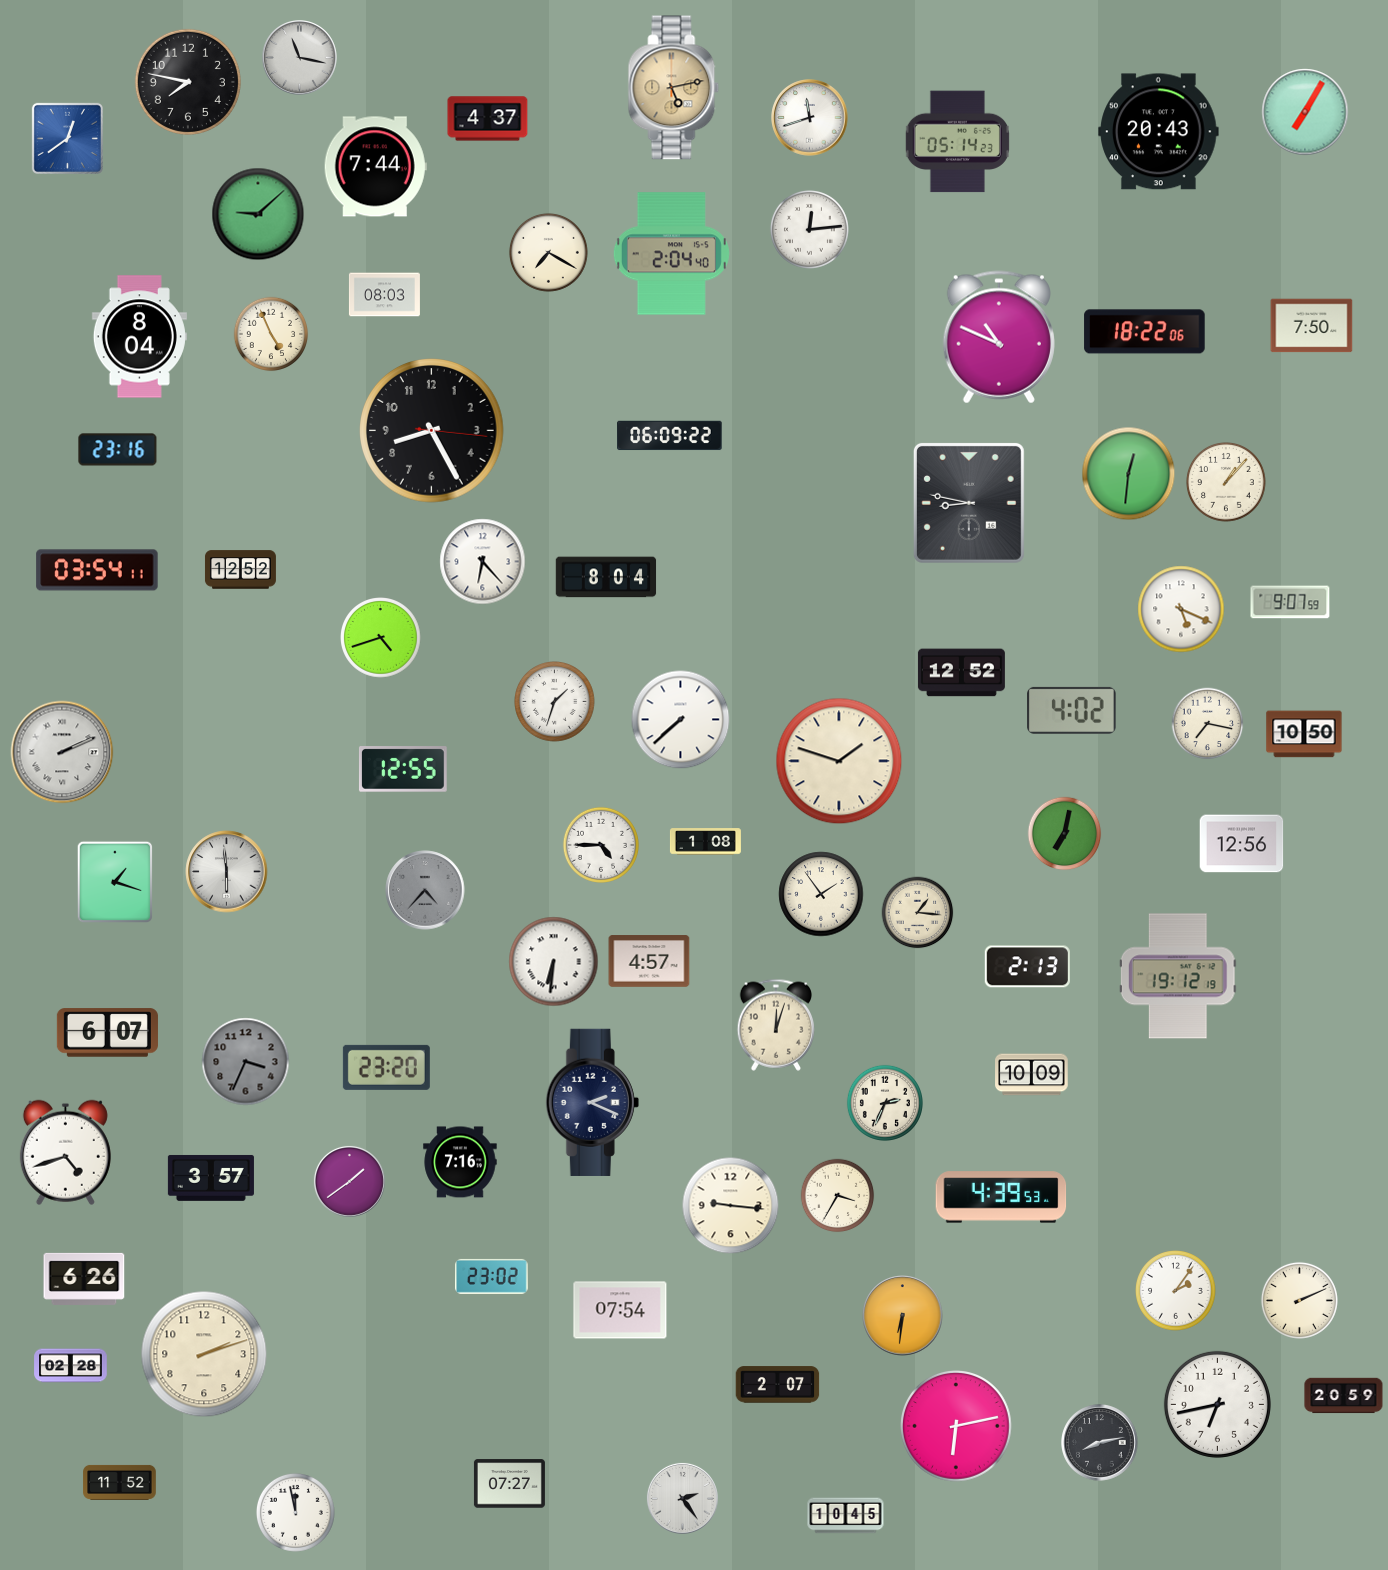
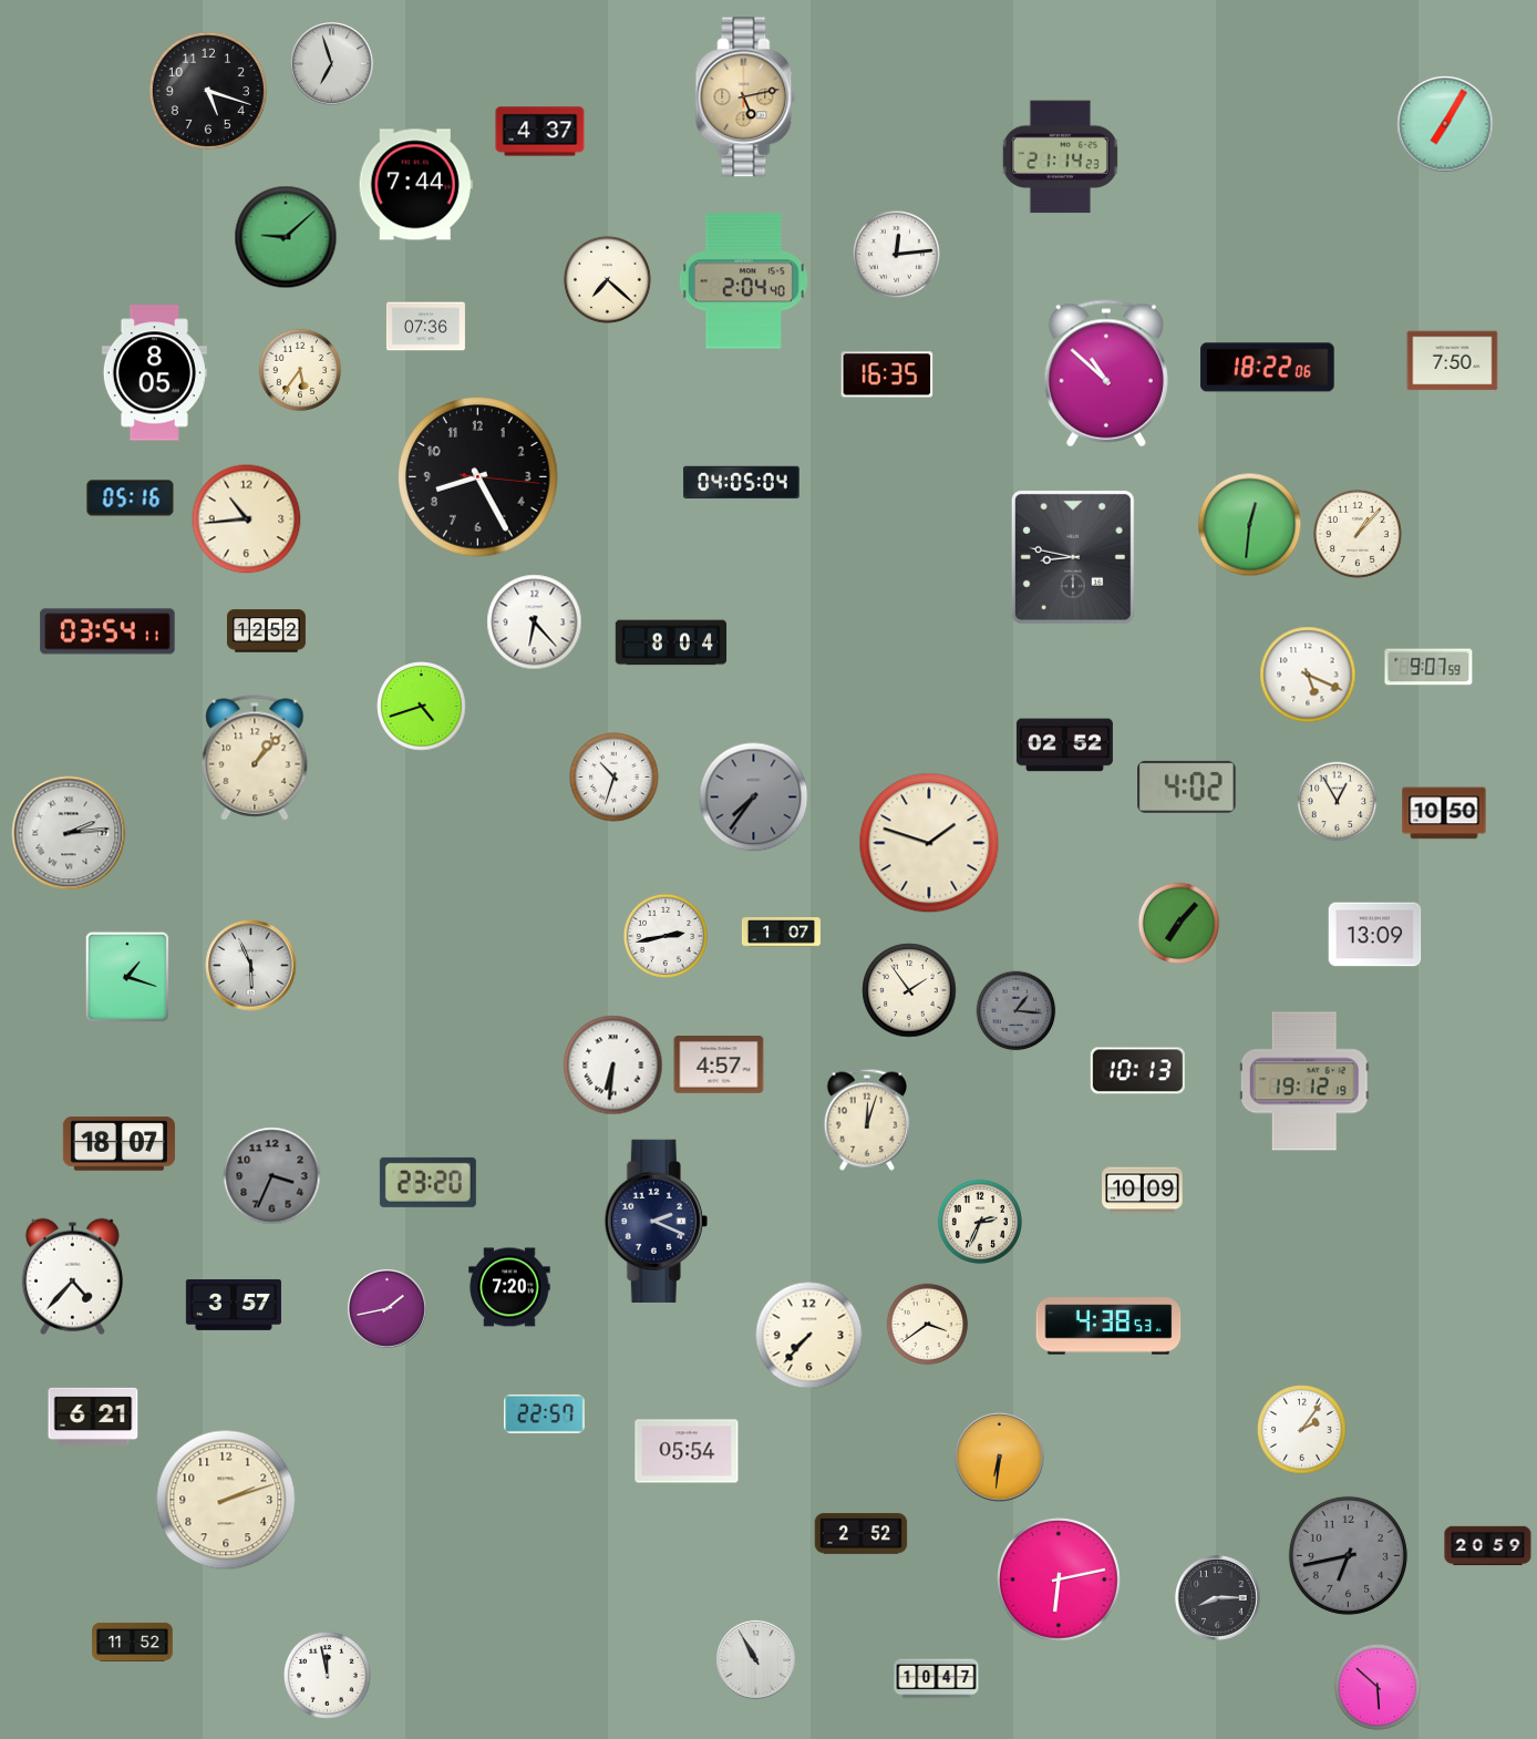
clock at (300, 58): 11:17 -> 6:57
clock at (188, 82): 7:47 -> 5:18
clock at (810, 118): 11:42 -> none
clock at (1159, 132): 20:43 -> none
clock at (67, 138): 12:39 -> none
clock at (957, 142): 05:14 -> 21:14
clock at (548, 252): 7:20 -> 7:22
clock at (384, 295): 08:03 -> 07:36
clock at (271, 334): 4:56 -> 5:36
clock at (139, 337): 8:04 -> 8:05
clock at (999, 337): 10:49 -> 10:52
clock at (887, 374): none -> 16:35
clock at (670, 436): 06:09 -> 04:05
clock at (118, 450): 23:16 -> 05:16
clock at (247, 519): none -> 10:44
clock at (606, 577) position: (606, 577) -> (671, 642)
clock at (961, 673): 12:52 -> 02:52
clock at (255, 758): none -> 1:07
clock at (555, 702): 1:33 -> 10:33
clock at (681, 720): 7:38 -> 7:36
clock at (681, 720) dial: white -> grey
clock at (1208, 724): 7:17 -> 12:55
clock at (62, 752): 2:11 -> 2:14
clock at (403, 769): 12:55 -> none
clock at (1065, 834): 7:02 -> 7:07
clock at (705, 842): 1:08 -> 1:07
clock at (1242, 844): 12:56 -> 13:09
clock at (601, 845): 4:45 -> 2:43
clock at (227, 872): 5:59 -> 5:56
clock at (425, 890): 4:37 -> none
clock at (918, 913) dial: cream -> grey
clock at (1027, 967): 2:13 -> 10:13
clock at (775, 1025) position: (775, 1025) -> (866, 1120)
clock at (107, 1033): 6:07 -> 18:07
clock at (65, 1152): 4:42 -> 4:37
clock at (460, 1162): 7:16 -> 7:20
clock at (349, 1181): 1:39 -> 1:43
clock at (838, 1196): 3:35 -> 3:39
clock at (1001, 1197): 4:39 -> 4:38
clock at (731, 1206): 9:16 -> 7:37
clock at (492, 1276): 23:02 -> 22:57
clock at (84, 1279): 6:26 -> 6:21
clock at (1299, 1300): 2:11 -> none
clock at (620, 1310): 07:54 -> 05:54
clock at (71, 1366): 02:28 -> none
clock at (778, 1385): 2:07 -> 2:52
clock at (1217, 1404) dial: white -> grey
clock at (1100, 1443): 8:13 -> 8:15
clock at (509, 1484): 07:27 -> none
clock at (682, 1498): 2:24 -> 10:55
clock at (846, 1516): 10:45 -> 10:47
clock at (1378, 1687): none -> 5:52
